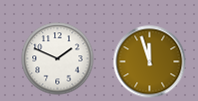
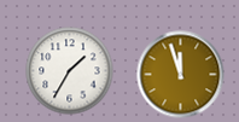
clock at (58, 59): 1:49 -> 1:35
